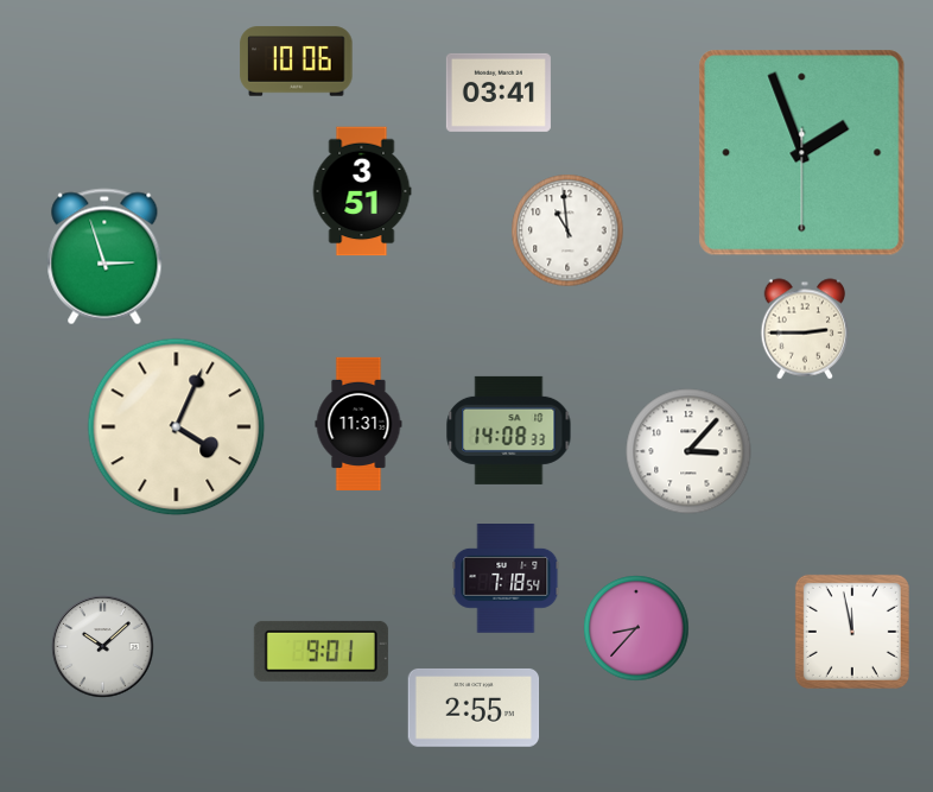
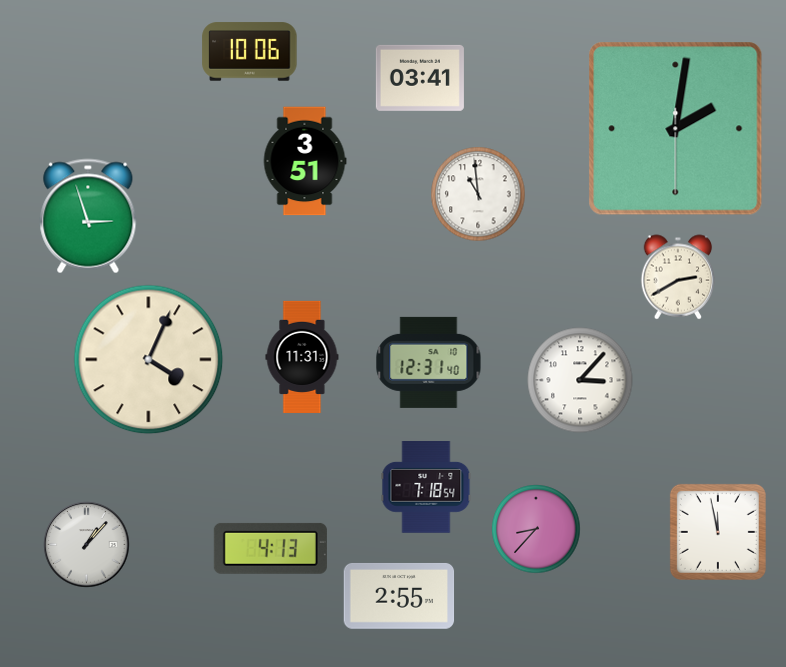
clock at (802, 153): 1:56 -> 2:01
clock at (805, 329): 2:45 -> 2:40
clock at (509, 430): 14:08 -> 12:31
clock at (103, 647): 10:08 -> 1:07
clock at (320, 651): 9:01 -> 4:13
